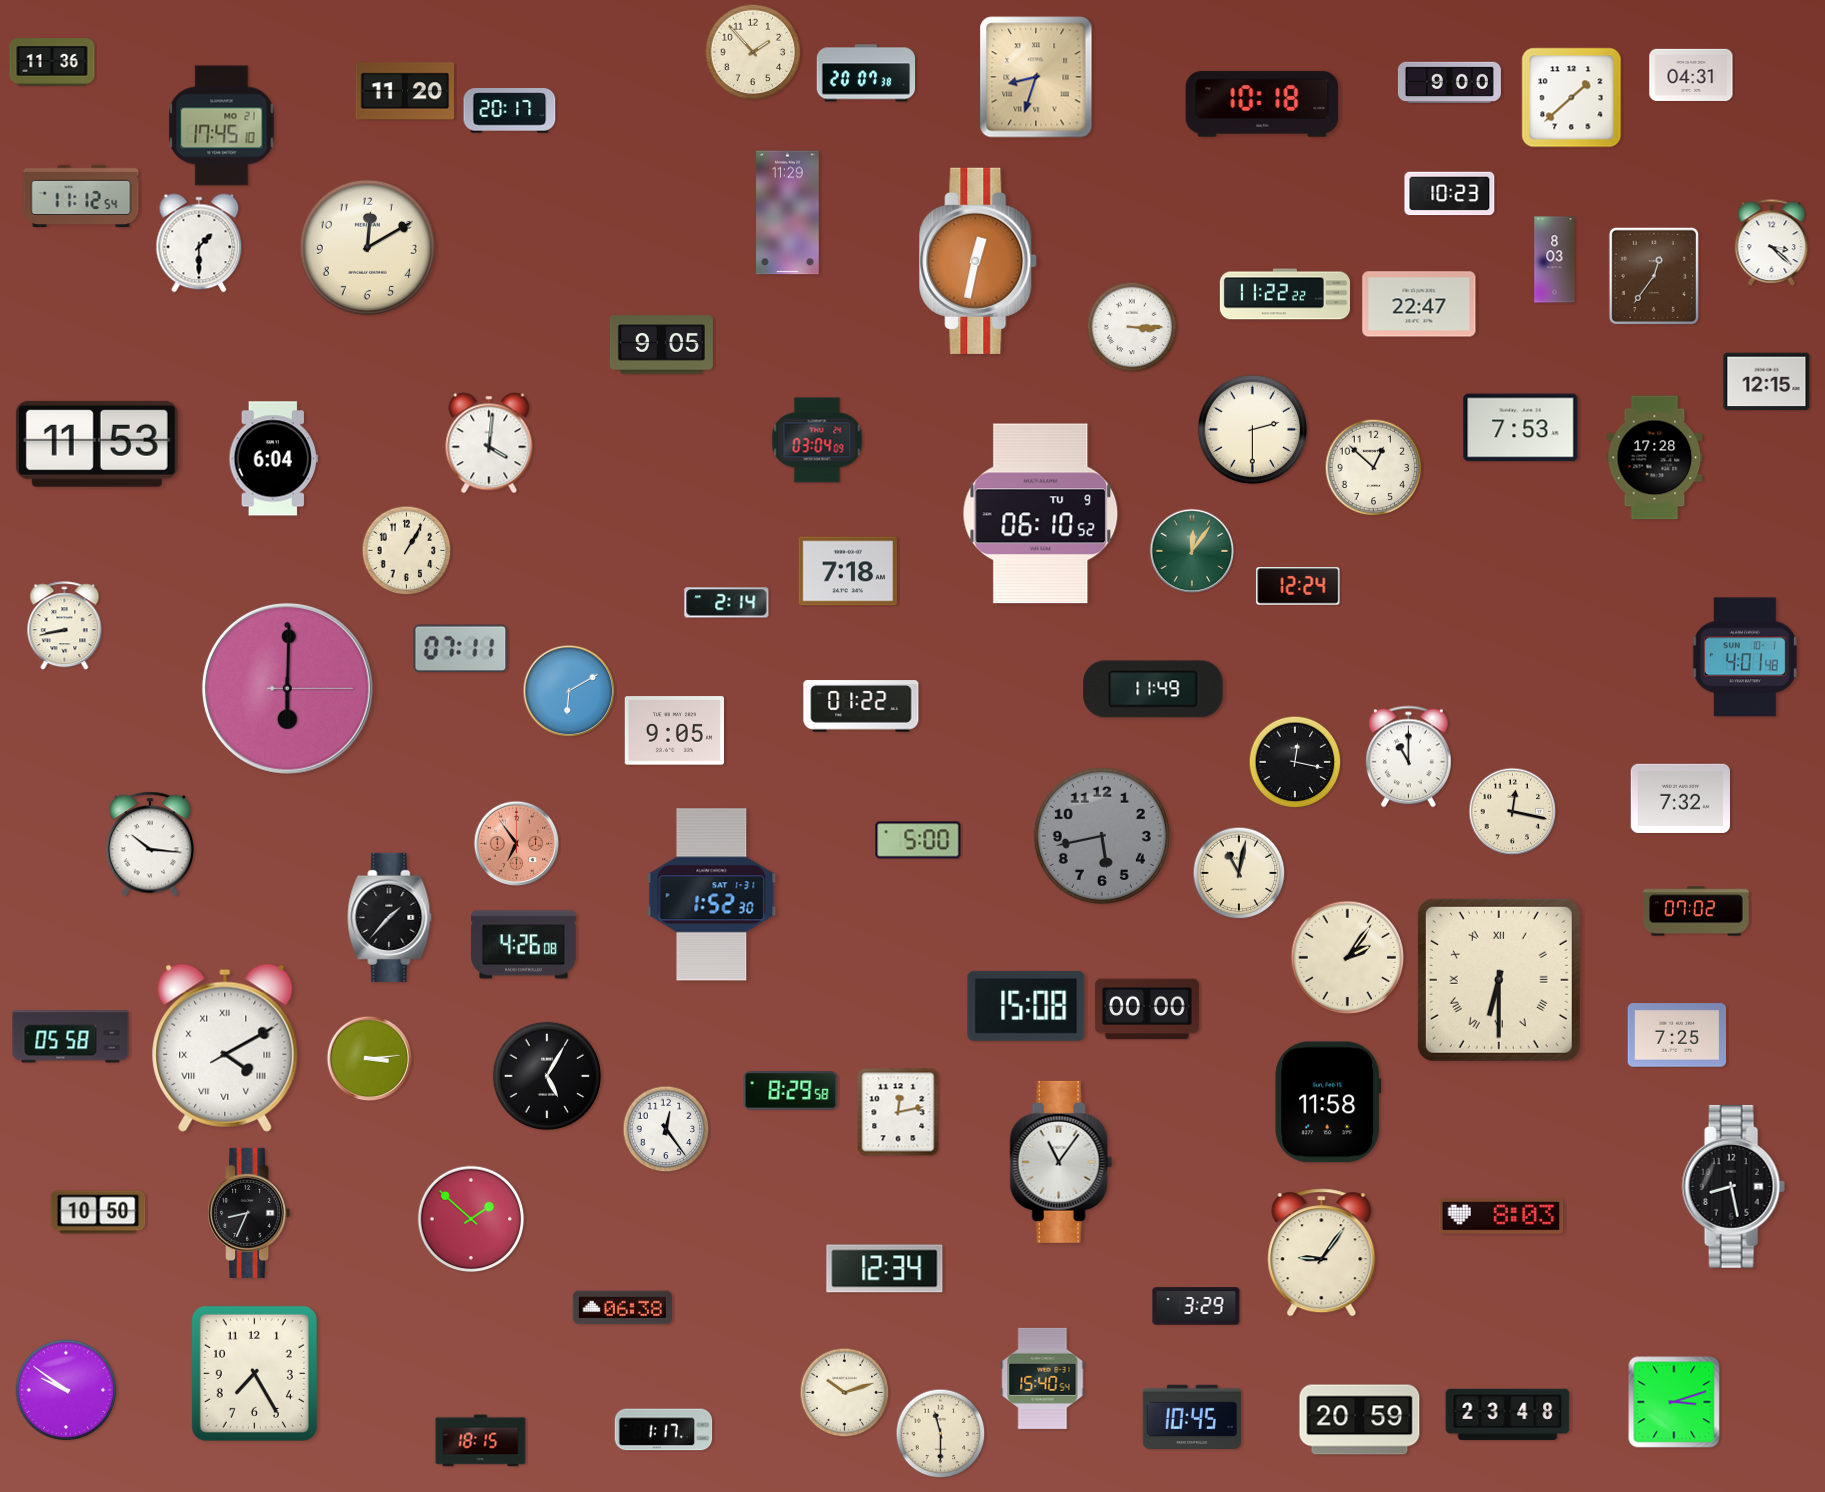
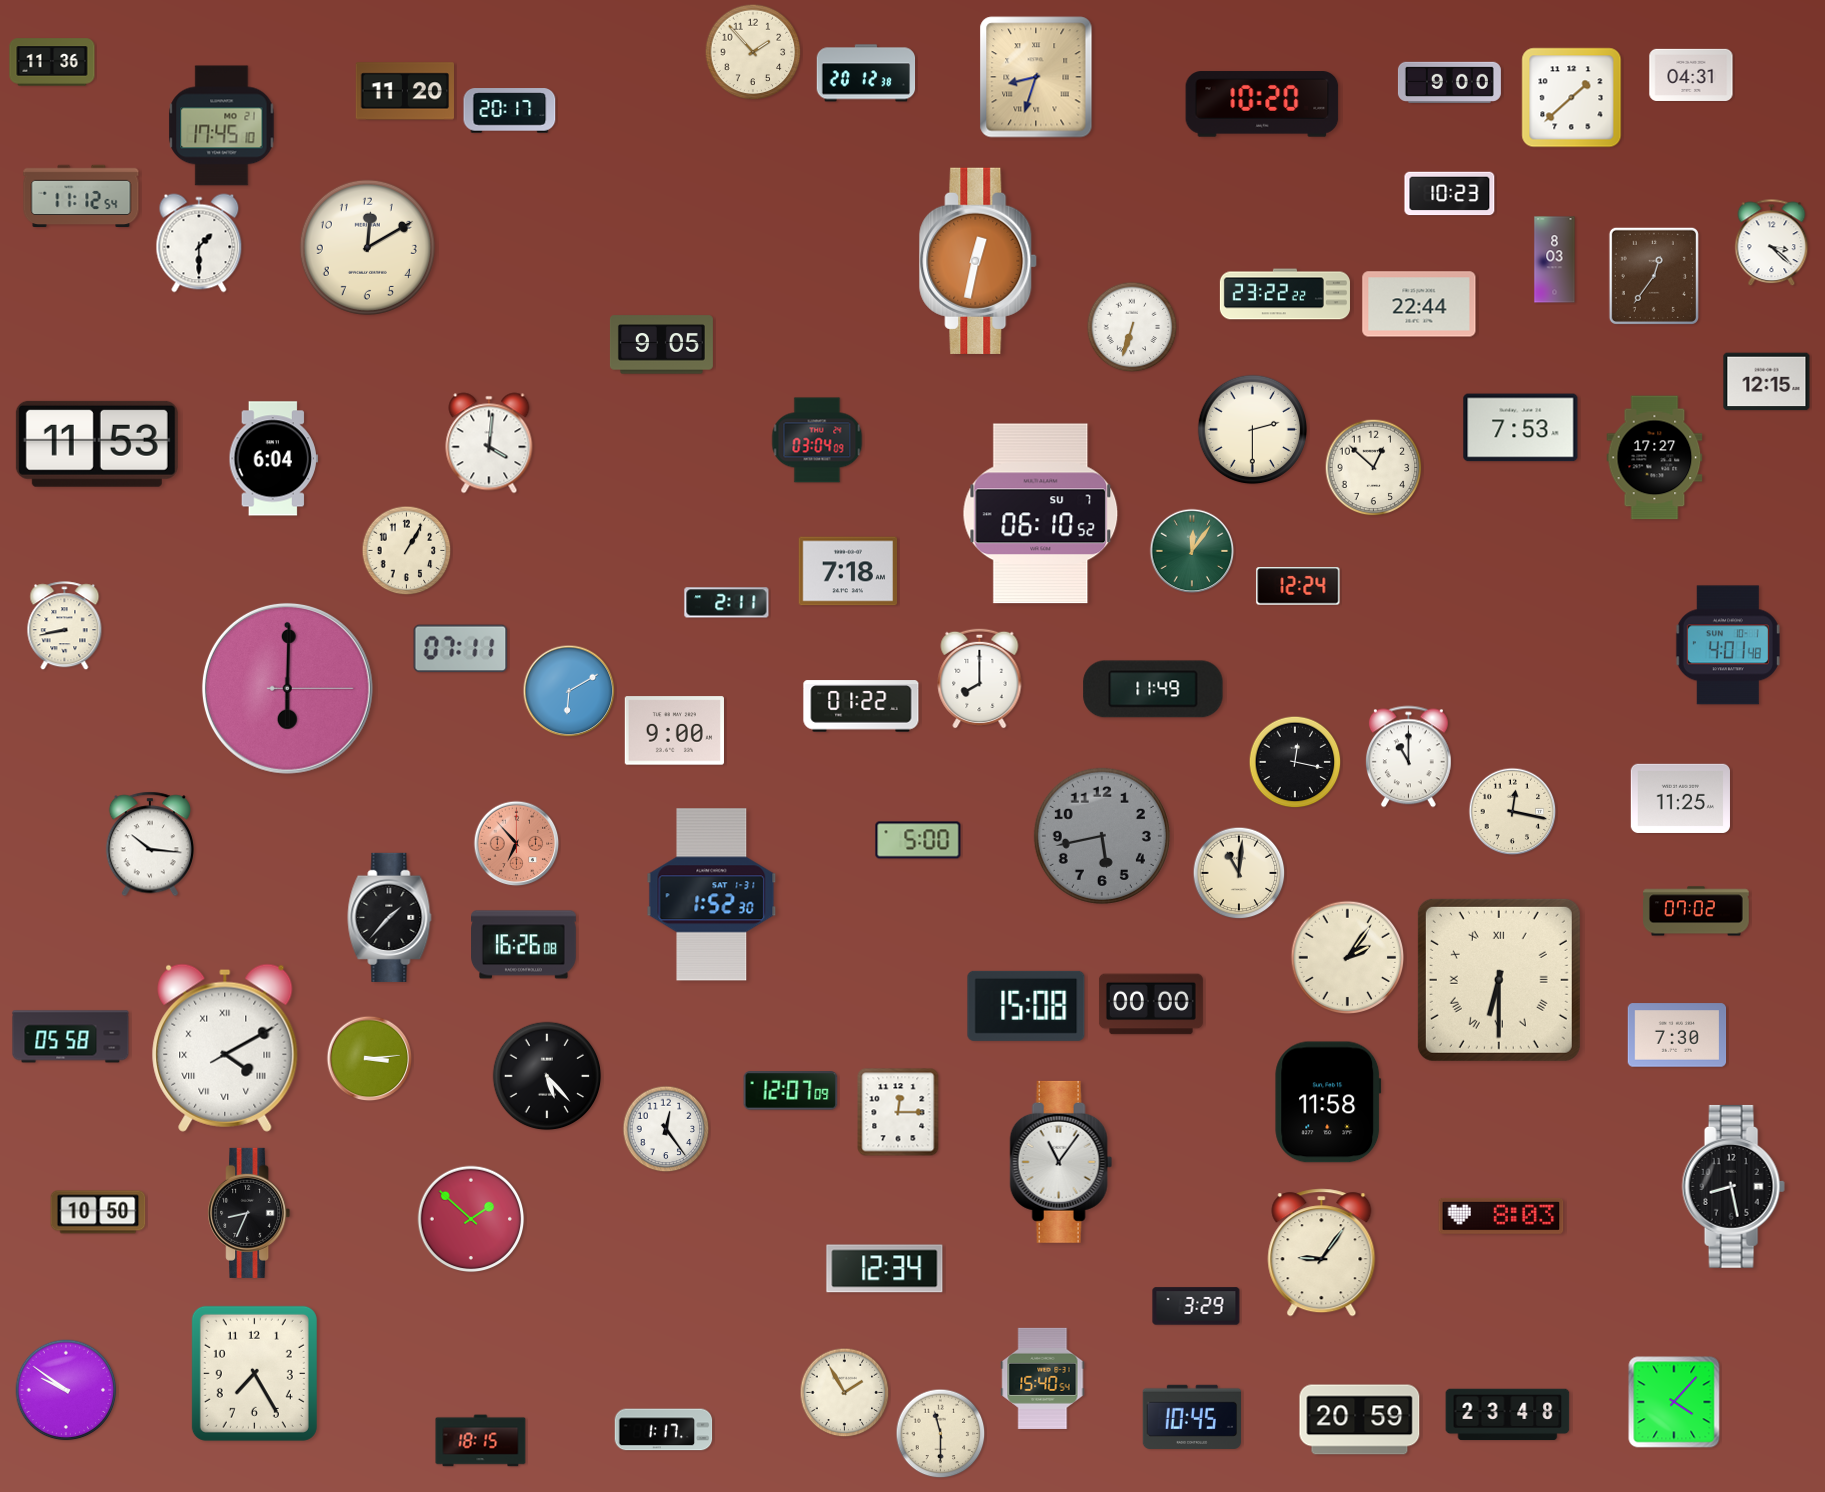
clock at (866, 73): 20:07 -> 20:12
clock at (1262, 104): 10:18 -> 10:20
clock at (788, 213): 11:29 -> none
clock at (1285, 294): 11:22 -> 23:22
clock at (1419, 304): 22:47 -> 22:44
clock at (1132, 327): 3:15 -> 6:33
clock at (1655, 458): 17:28 -> 17:27
clock at (1041, 514) date: TU 9 -> SU 7
clock at (727, 603): 2:14 -> 2:11
clock at (1745, 657) position: (1745, 657) -> (1728, 645)
clock at (980, 678): none -> 8:00
clock at (674, 731): 9:05 -> 9:00
clock at (1680, 798): 7:32 -> 11:25
clock at (517, 844): 6:54 -> 6:53
clock at (1239, 873): 11:02 -> 11:01
clock at (524, 945): 4:26 -> 16:26
clock at (1147, 1009) position: (1147, 1009) -> (1151, 1004)
clock at (1677, 1035): 7:25 -> 7:30
clock at (547, 1076): 5:05 -> 5:23
clock at (791, 1091): 8:29 -> 12:07
clock at (898, 1112): 12:13 -> 12:15
clock at (622, 1308): 06:38 -> none
clock at (845, 1393): 10:12 -> 1:55
clock at (1674, 1402): 3:12 -> 4:07
